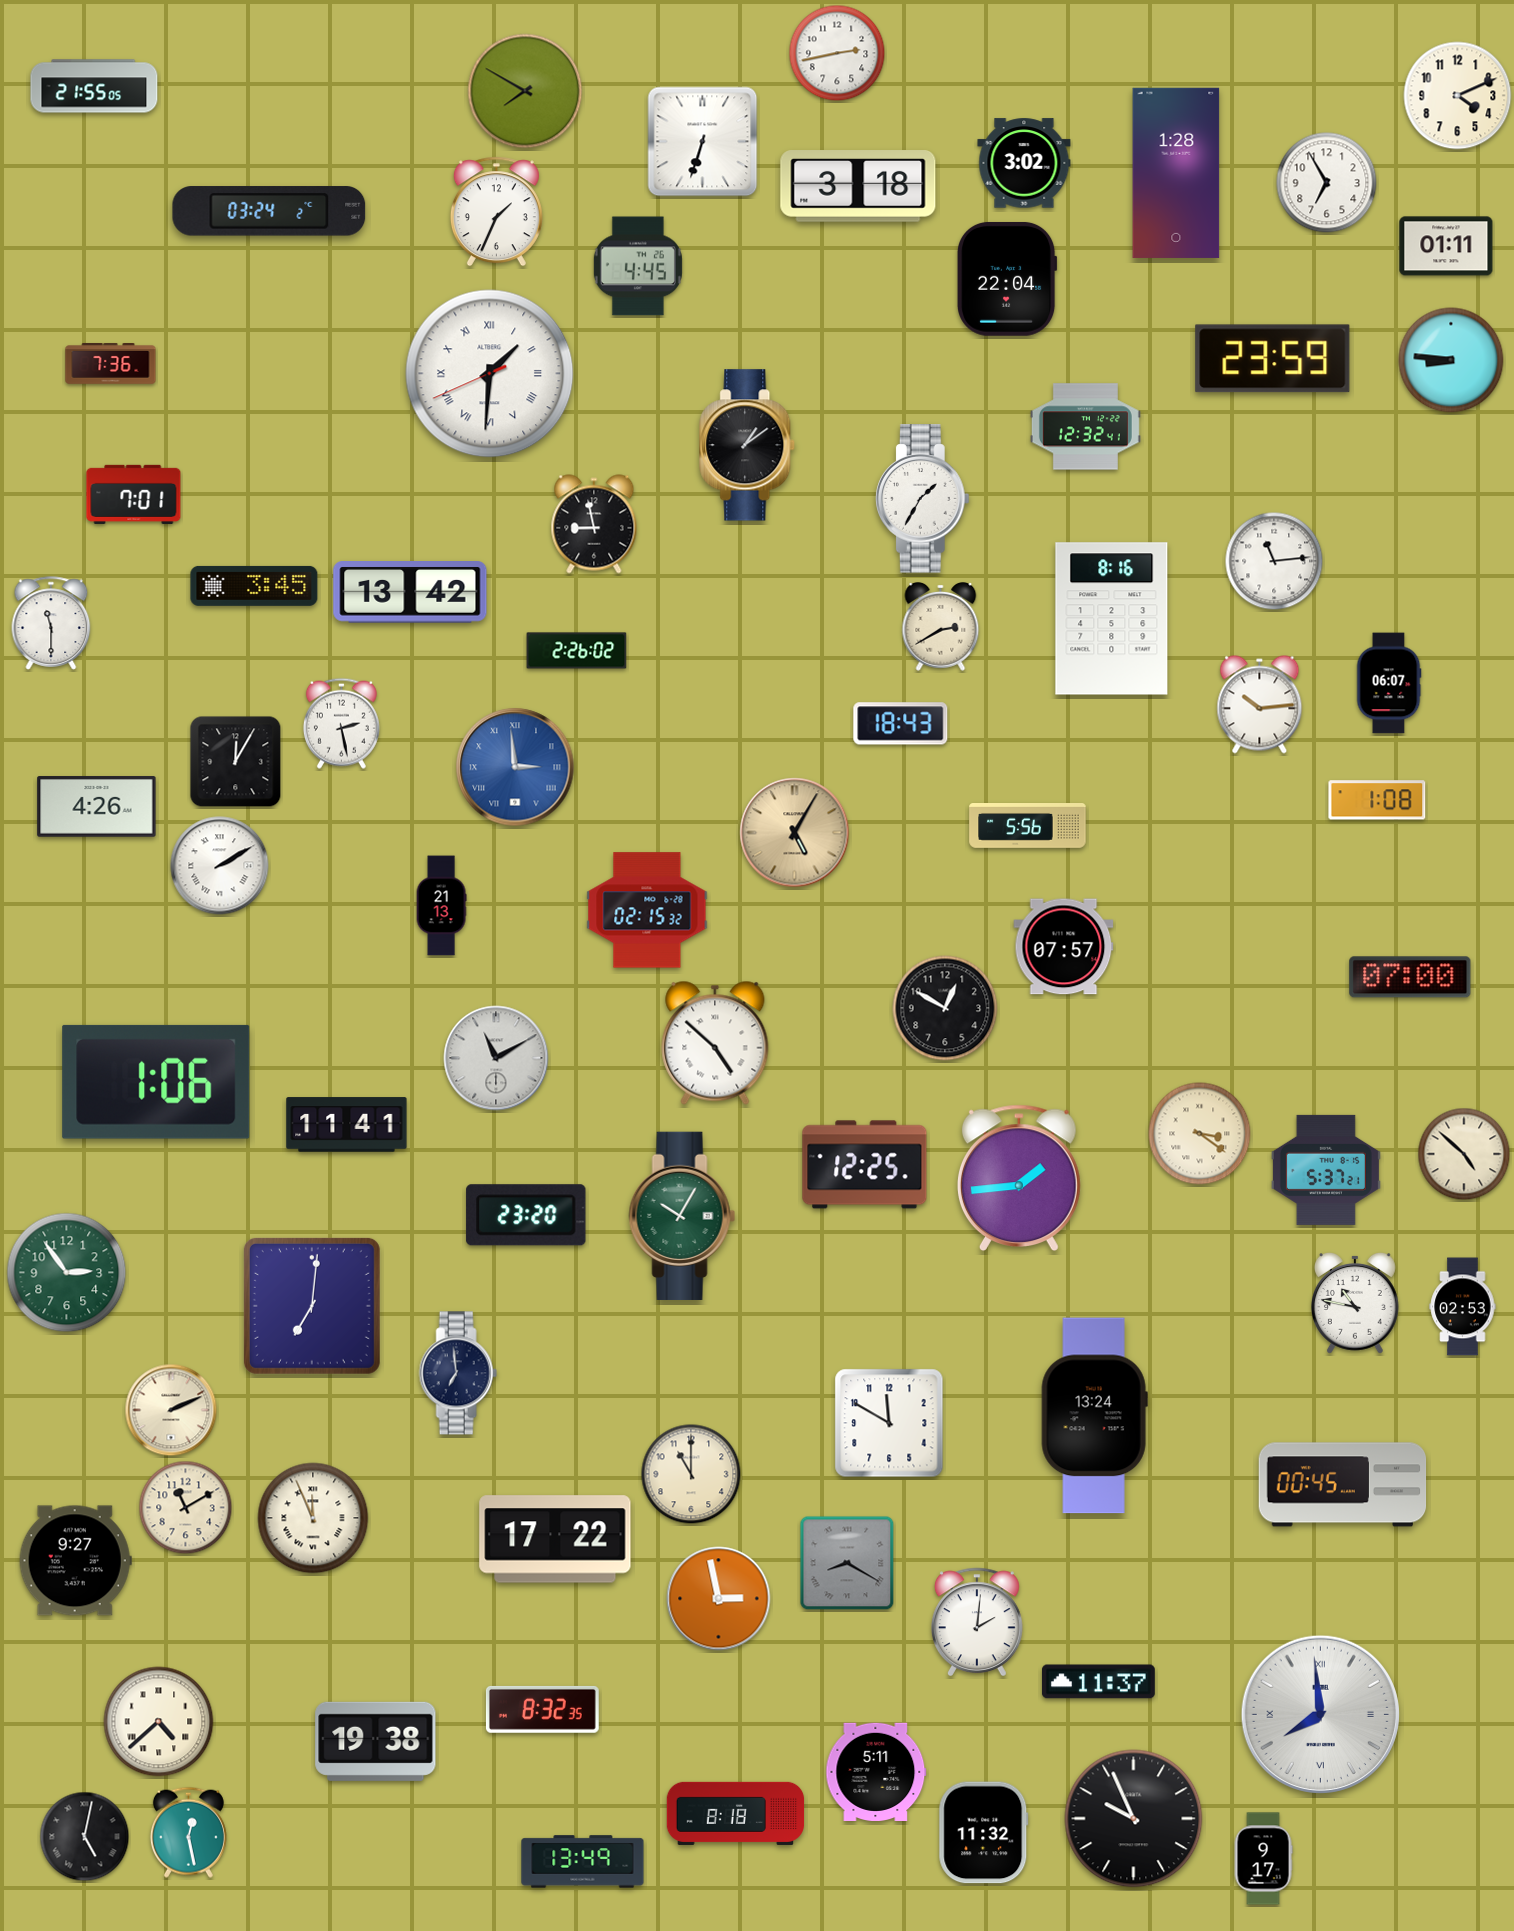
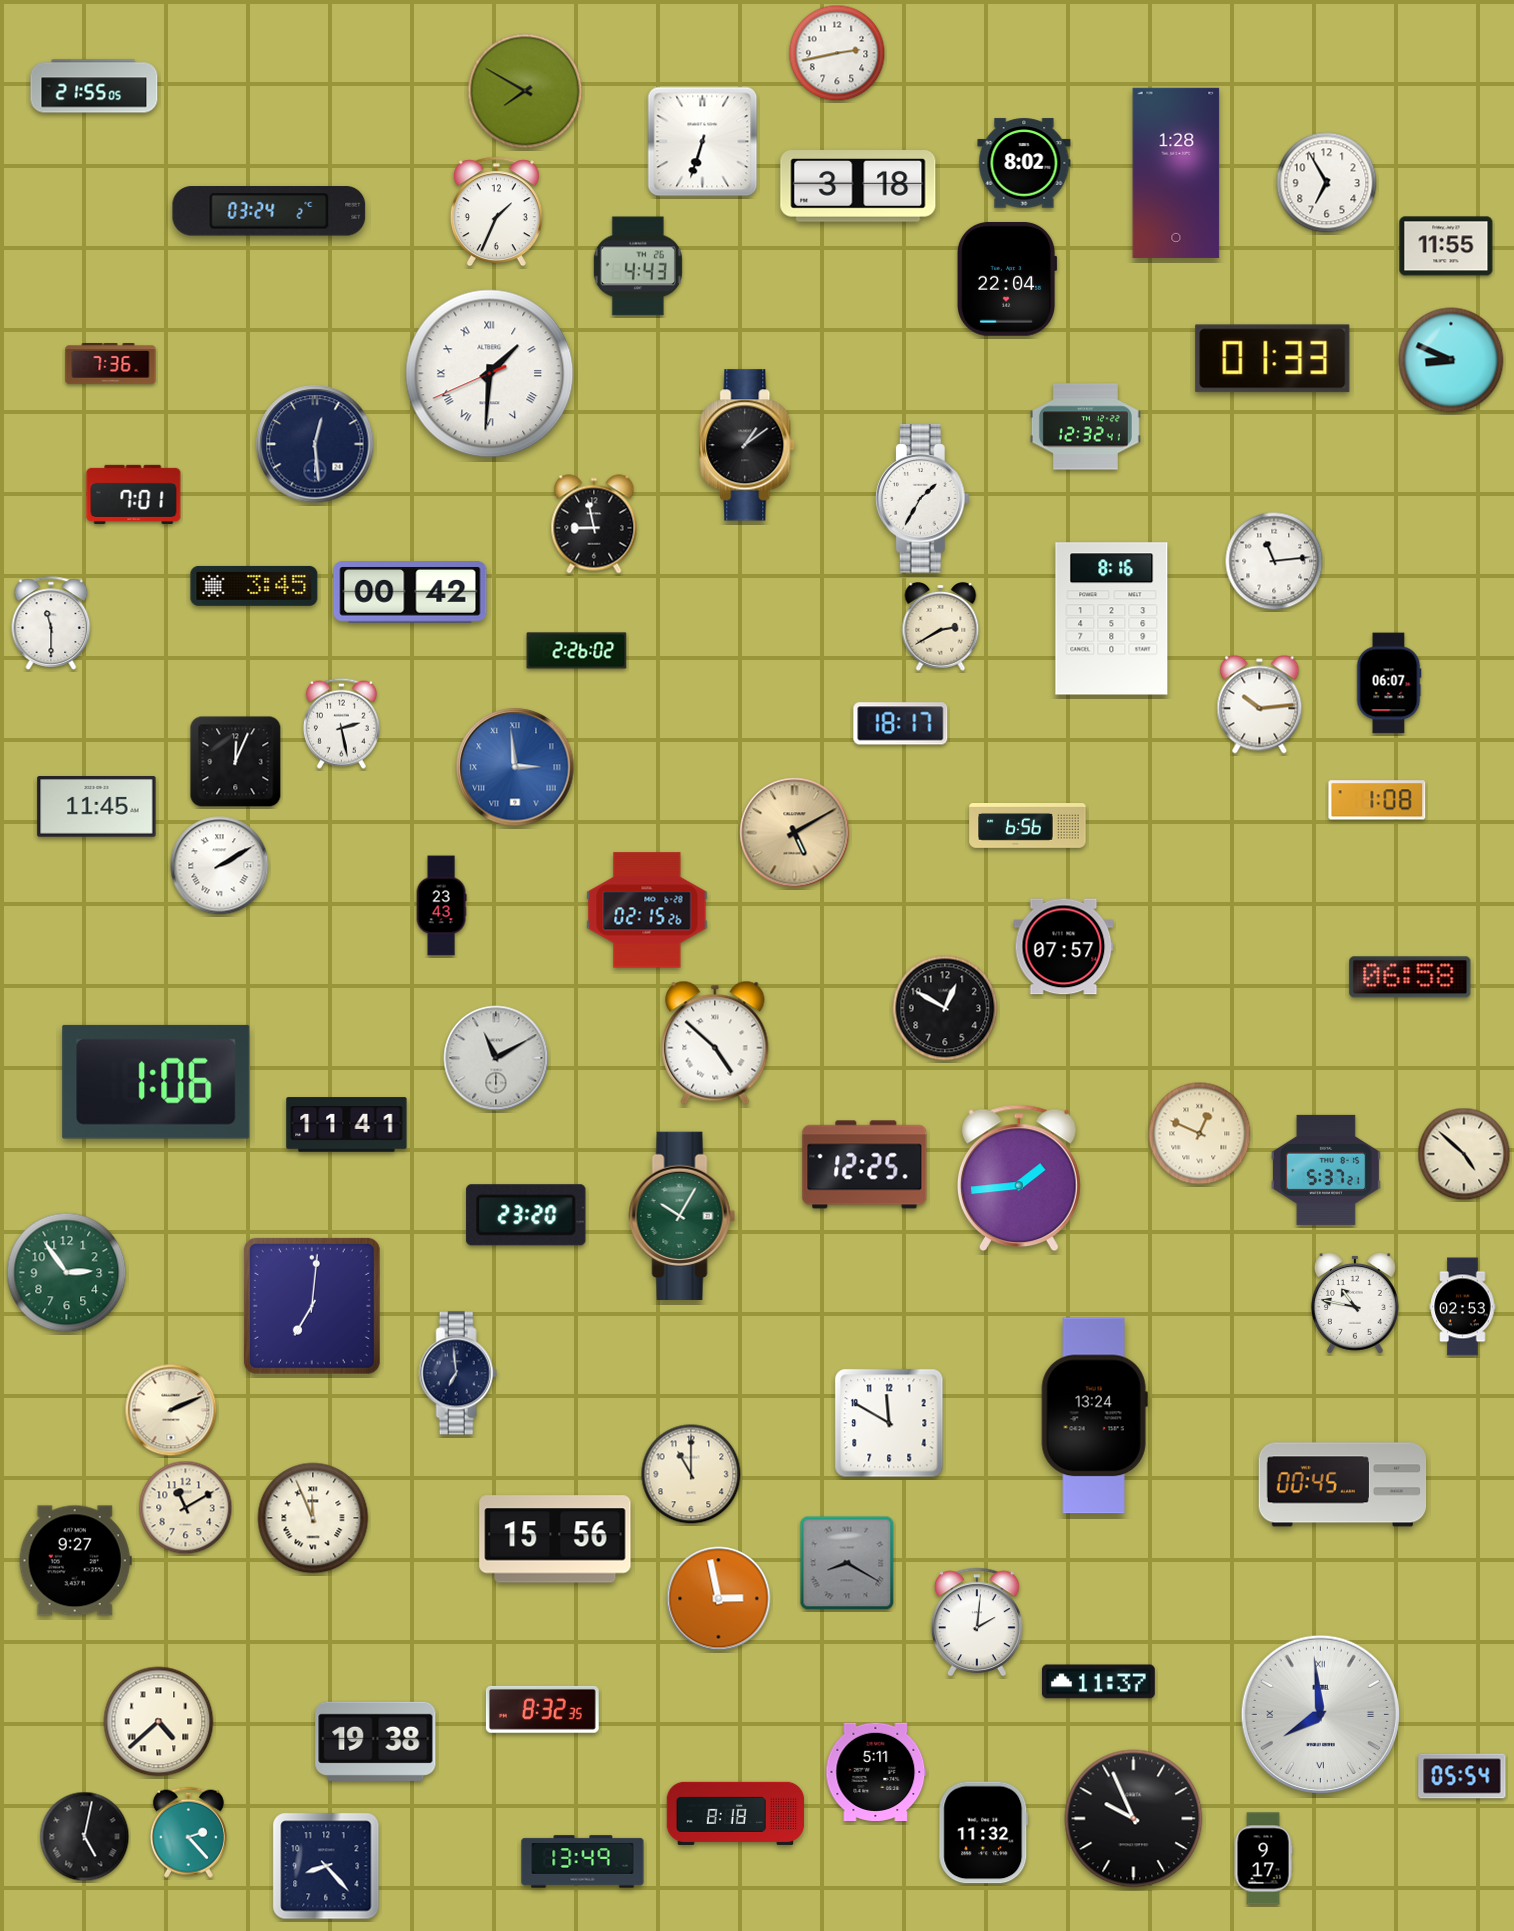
clock at (1458, 96): 4:11 -> none
clock at (1024, 163): 3:02 -> 8:02
clock at (1446, 246): 01:11 -> 11:55
clock at (638, 266): 4:45 -> 4:43
clock at (1273, 359): 23:59 -> 01:33
clock at (1451, 360): 8:46 -> 8:49
clock at (315, 444): none -> 12:29
clock at (410, 592): 13:42 -> 00:42
clock at (901, 724): 18:43 -> 18:17
clock at (236, 762): 12:05 -> 12:04
clock at (97, 807): 4:26 -> 11:45
clock at (1028, 826): 5:56 -> 6:56
clock at (795, 833): 5:05 -> 5:10
clock at (441, 906): 21:13 -> 23:43
clock at (647, 910): 02:15:32 -> 02:15:26
clock at (1410, 977): 07:00 -> 06:58
clock at (1200, 1134): 3:21 -> 12:49
clock at (555, 1539): 17:22 -> 15:56
clock at (1462, 1776): none -> 05:54
clock at (188, 1832): 12:28 -> 2:23
clock at (326, 1866): none -> 8:23
